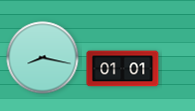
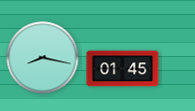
clock at (123, 69): 01:01 -> 01:45
